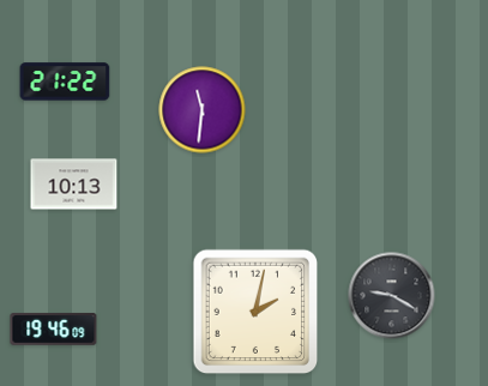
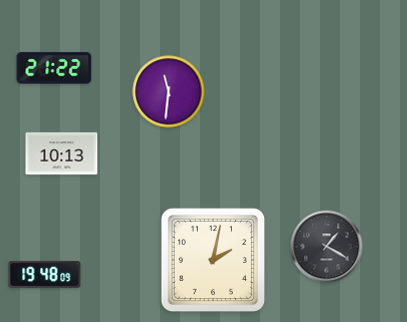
clock at (392, 296): 9:20 -> 1:20
clock at (54, 330): 19:46 -> 19:48
